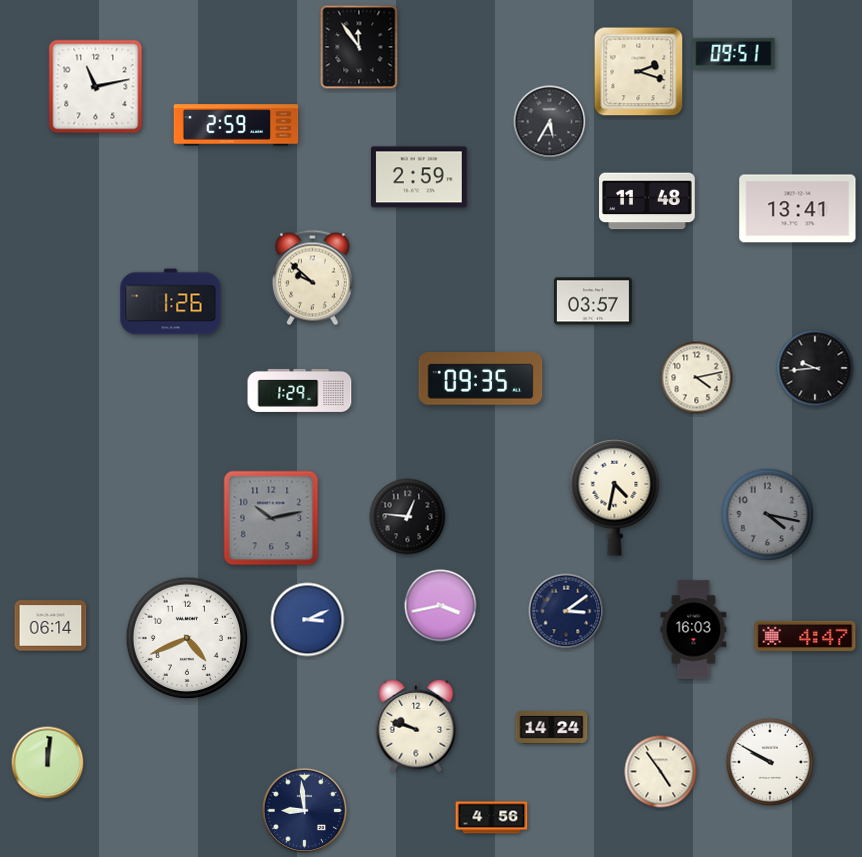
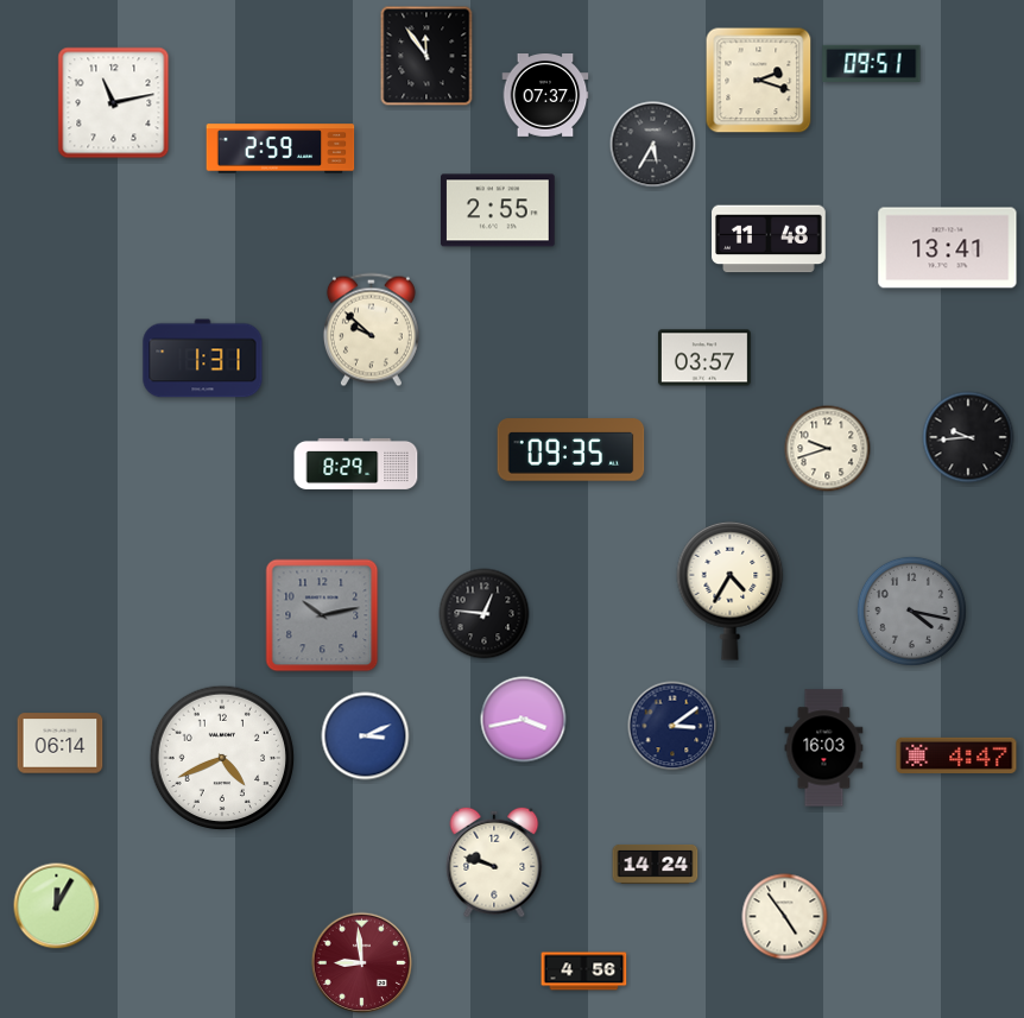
clock at (639, 72) position: (639, 72) -> (759, 81)
clock at (545, 96): none -> 07:37
clock at (420, 177): 2:59 -> 2:55
clock at (171, 302): 1:26 -> 1:31
clock at (697, 378): 4:13 -> 9:42
clock at (300, 390): 1:29 -> 8:29
clock at (615, 497): 4:32 -> 4:35
clock at (769, 761): 9:50 -> none
clock at (48, 763): 12:01 -> 12:05
clock at (305, 811) dial: navy -> burgundy
